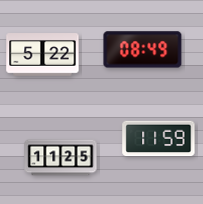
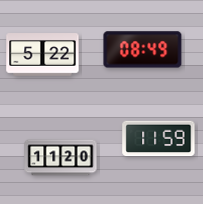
clock at (61, 158): 11:25 -> 11:20
